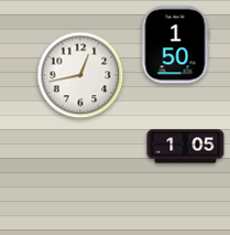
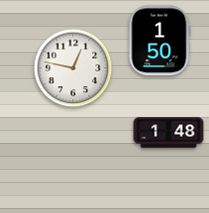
clock at (80, 75): 12:43 -> 12:47
clock at (186, 147): 1:05 -> 1:48
